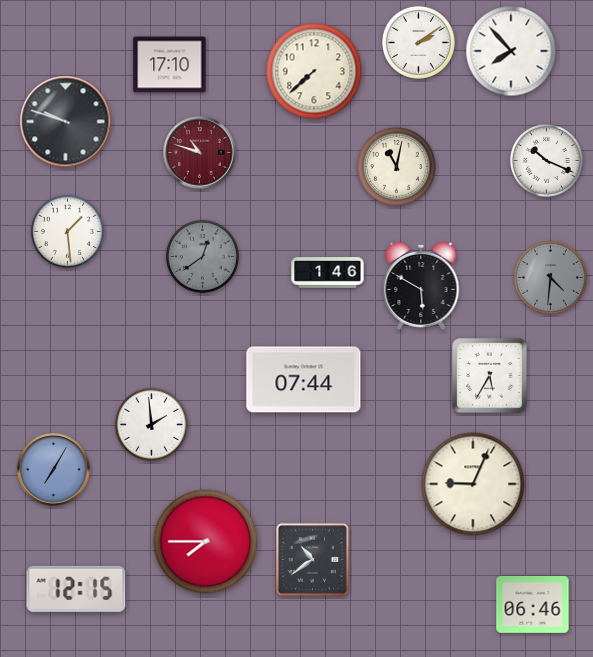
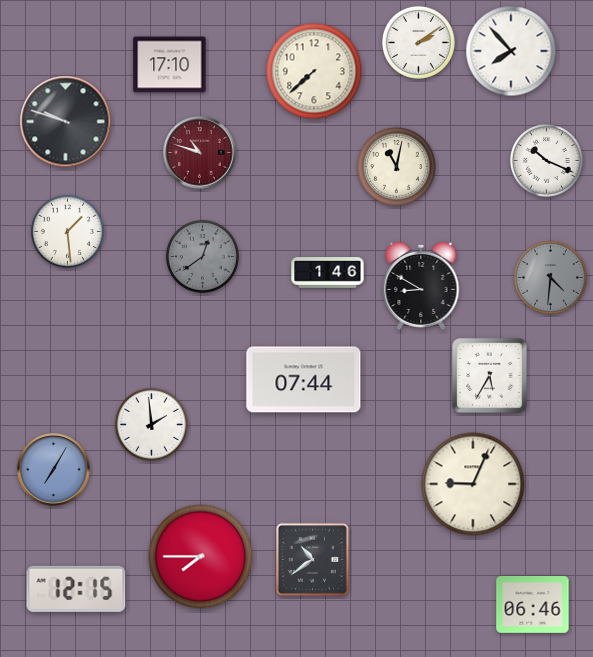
clock at (421, 286): 5:50 -> 8:50
clock at (206, 542) position: (206, 542) -> (201, 557)
